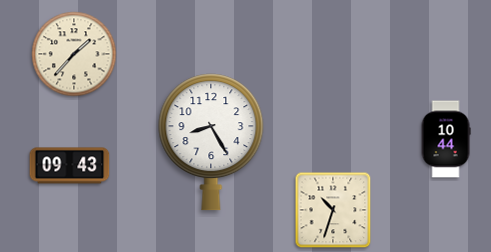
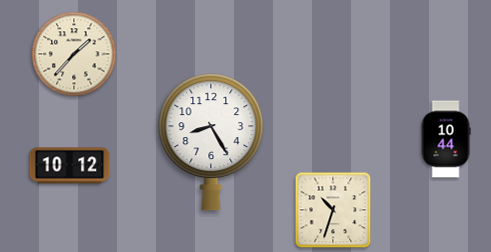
clock at (70, 166): 09:43 -> 10:12
